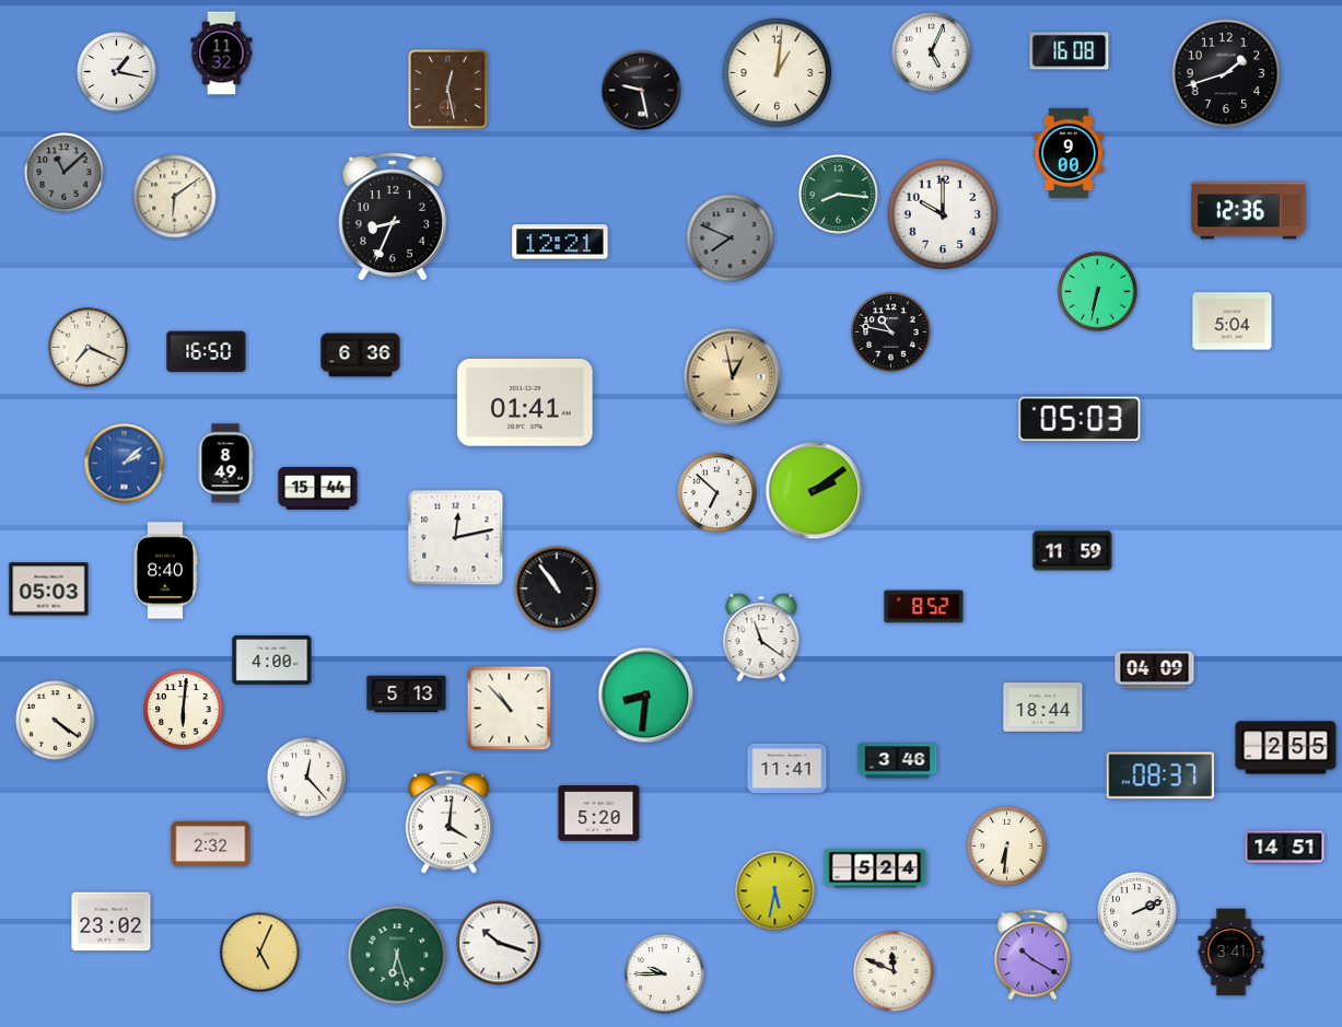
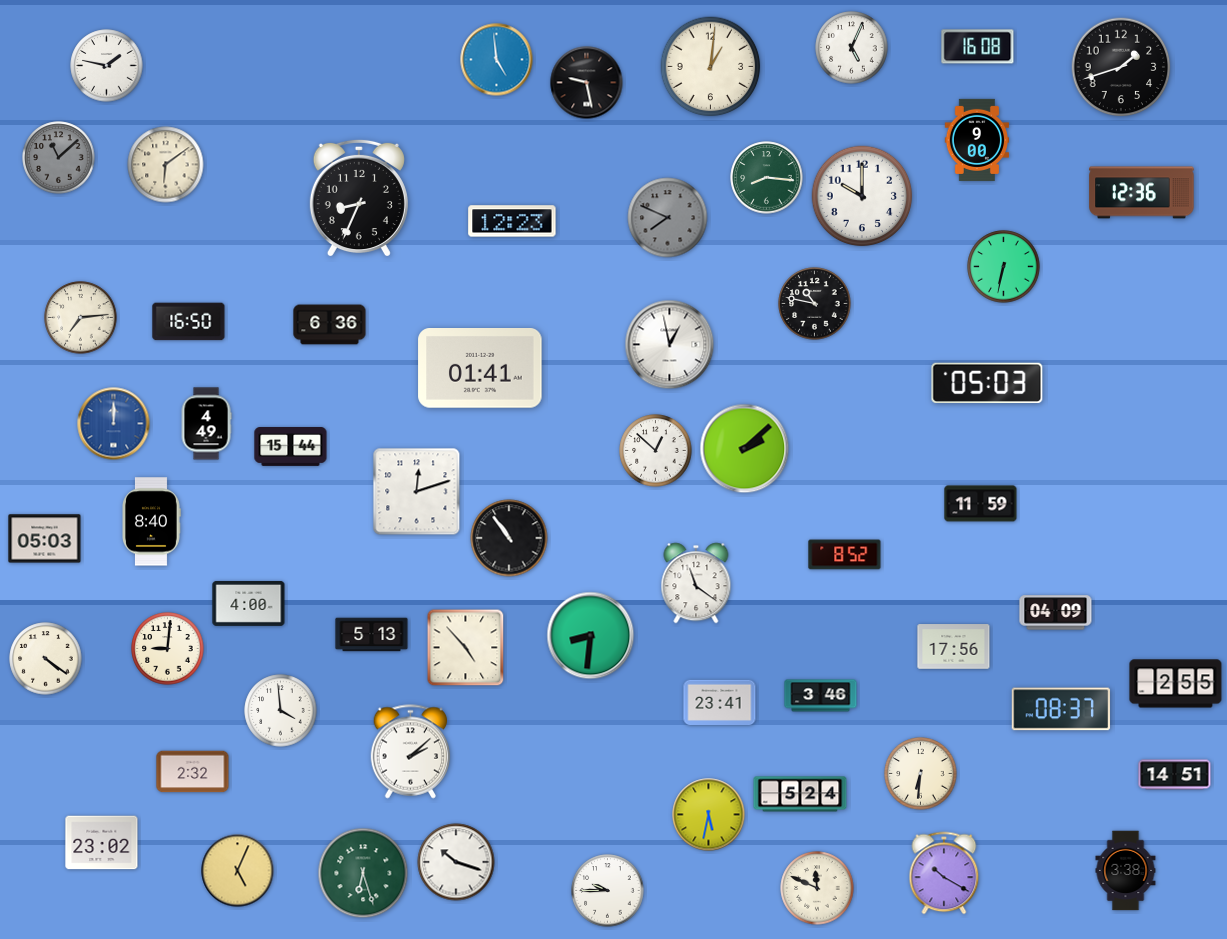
clock at (222, 54): 11:32 -> none
clock at (497, 60): none -> 4:59
clock at (117, 72): 1:17 -> 1:47
clock at (448, 90): 12:28 -> none
clock at (175, 197) position: (175, 197) -> (166, 165)
clock at (560, 242): 12:21 -> 12:23
clock at (1233, 322): 5:04 -> none
clock at (89, 348): 7:19 -> 7:14
clock at (733, 377) dial: champagne -> white
clock at (125, 464): 2:08 -> 12:00
clock at (225, 464): 8:49 -> 4:49
clock at (815, 491): 2:09 -> 2:08
clock at (717, 493): 6:52 -> 12:52
clock at (456, 538): 12:13 -> 12:12
clock at (1043, 708): 18:44 -> 17:56
clock at (510, 709): 10:53 -> 4:53
clock at (184, 710): 6:01 -> 9:01
clock at (56, 721) position: (56, 721) -> (46, 659)
clock at (787, 768): 11:41 -> 23:41
clock at (307, 778): 12:23 -> 3:59
clock at (599, 814): 5:20 -> none
clock at (450, 822): 4:01 -> 2:08
clock at (1137, 912): 2:11 -> none
clock at (1232, 953): 3:41 -> 3:38
